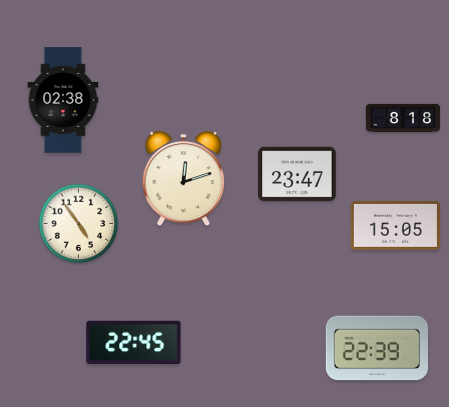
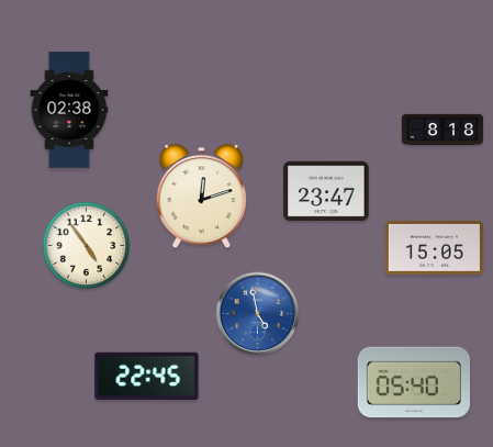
clock at (258, 314): none -> 4:58
clock at (377, 348): 22:39 -> 05:40
